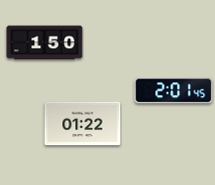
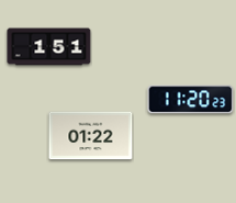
clock at (45, 43): 1:50 -> 1:51
clock at (174, 91): 2:01 -> 11:20
